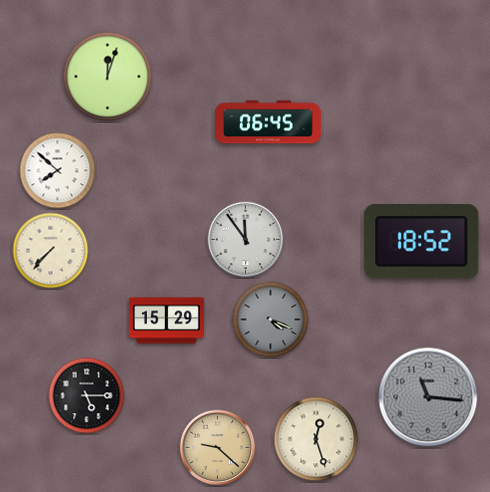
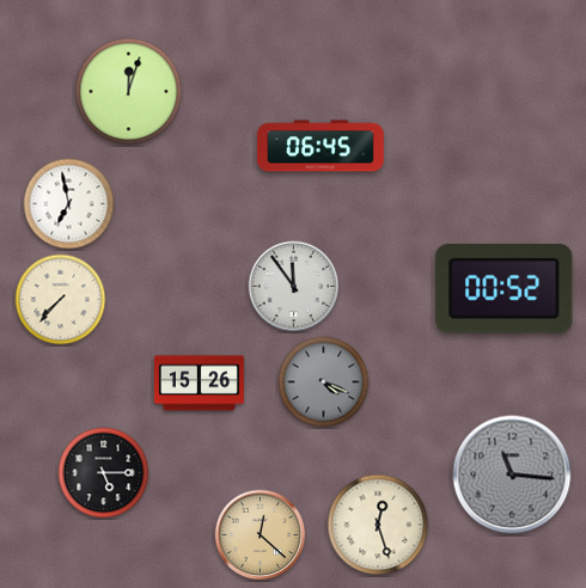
clock at (58, 171): 7:52 -> 6:58
clock at (422, 242): 18:52 -> 00:52
clock at (166, 321): 15:29 -> 15:26
clock at (218, 448): 9:22 -> 12:22
